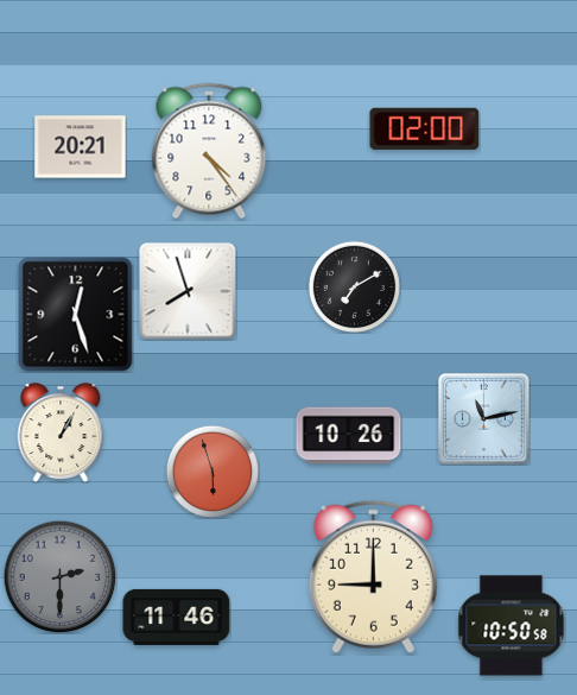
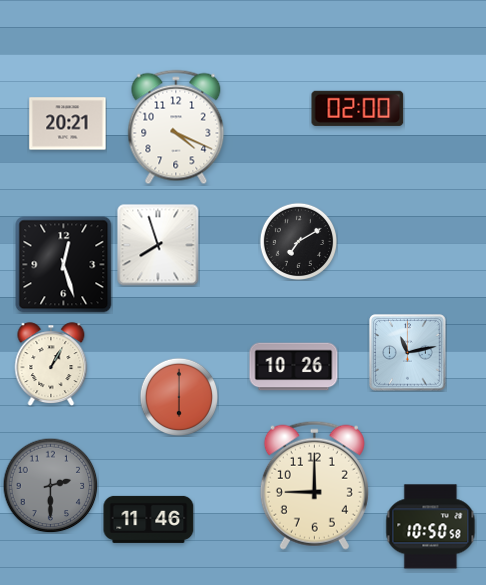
clock at (209, 151): 4:24 -> 4:19
clock at (211, 470): 5:57 -> 6:00
